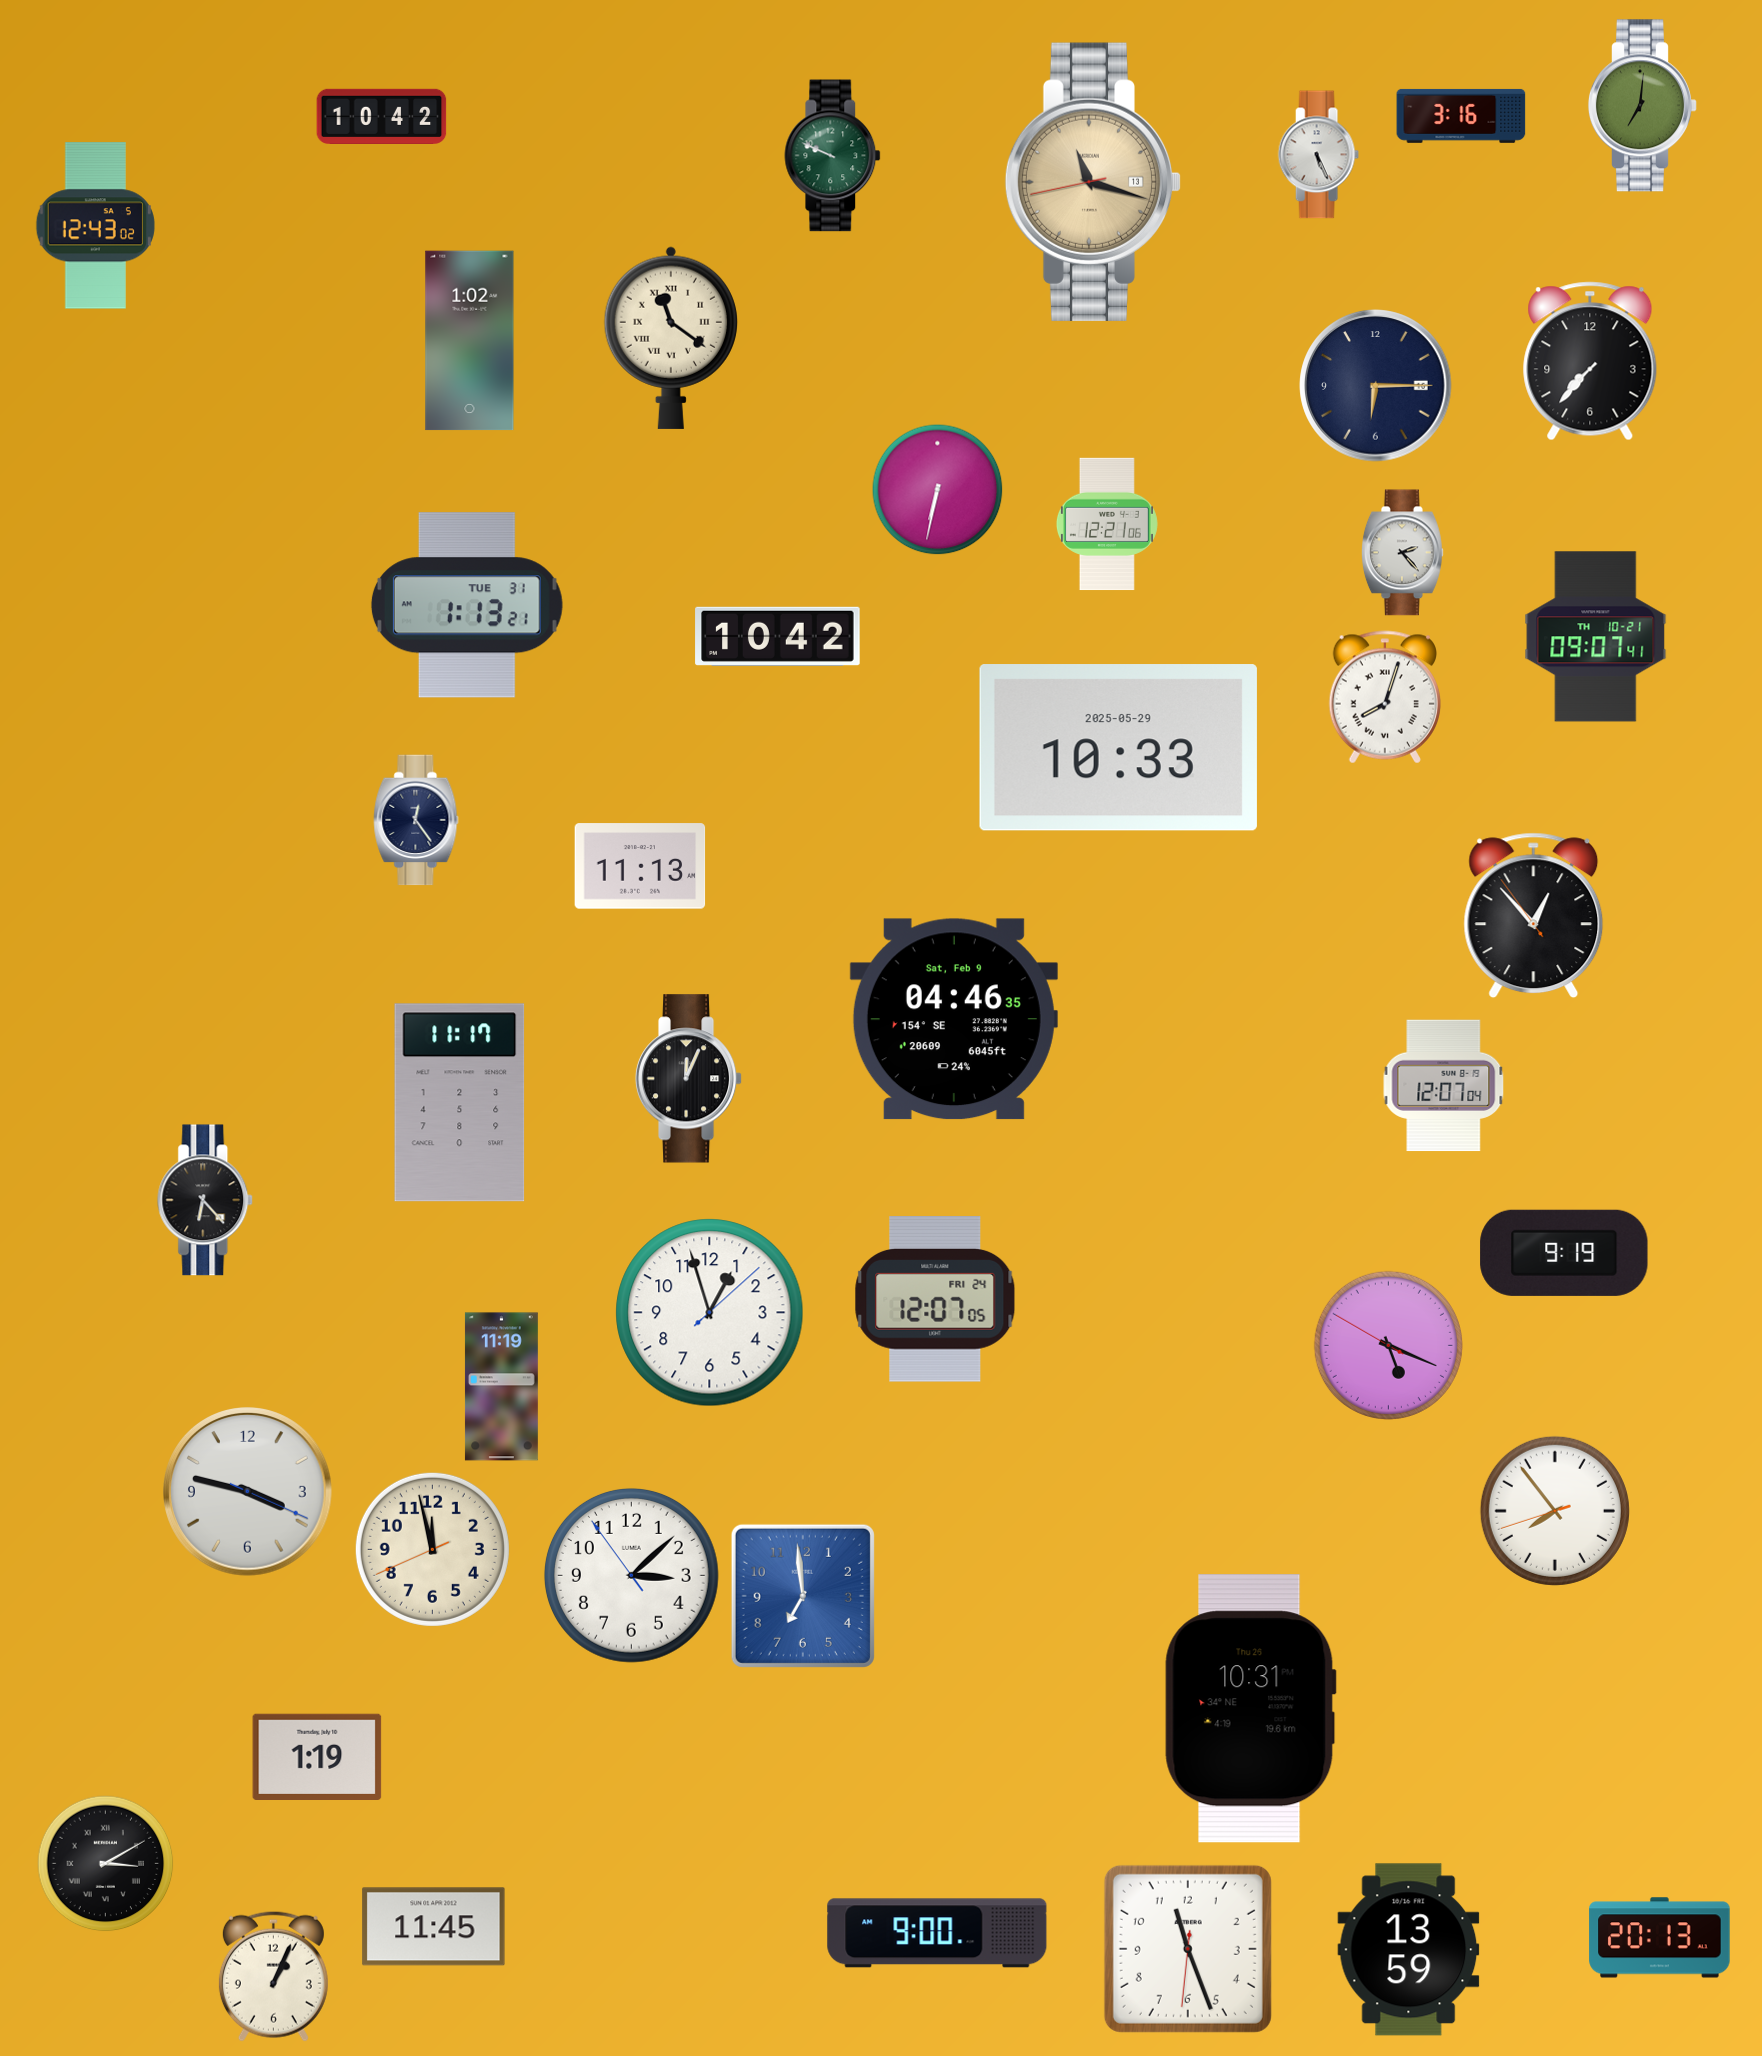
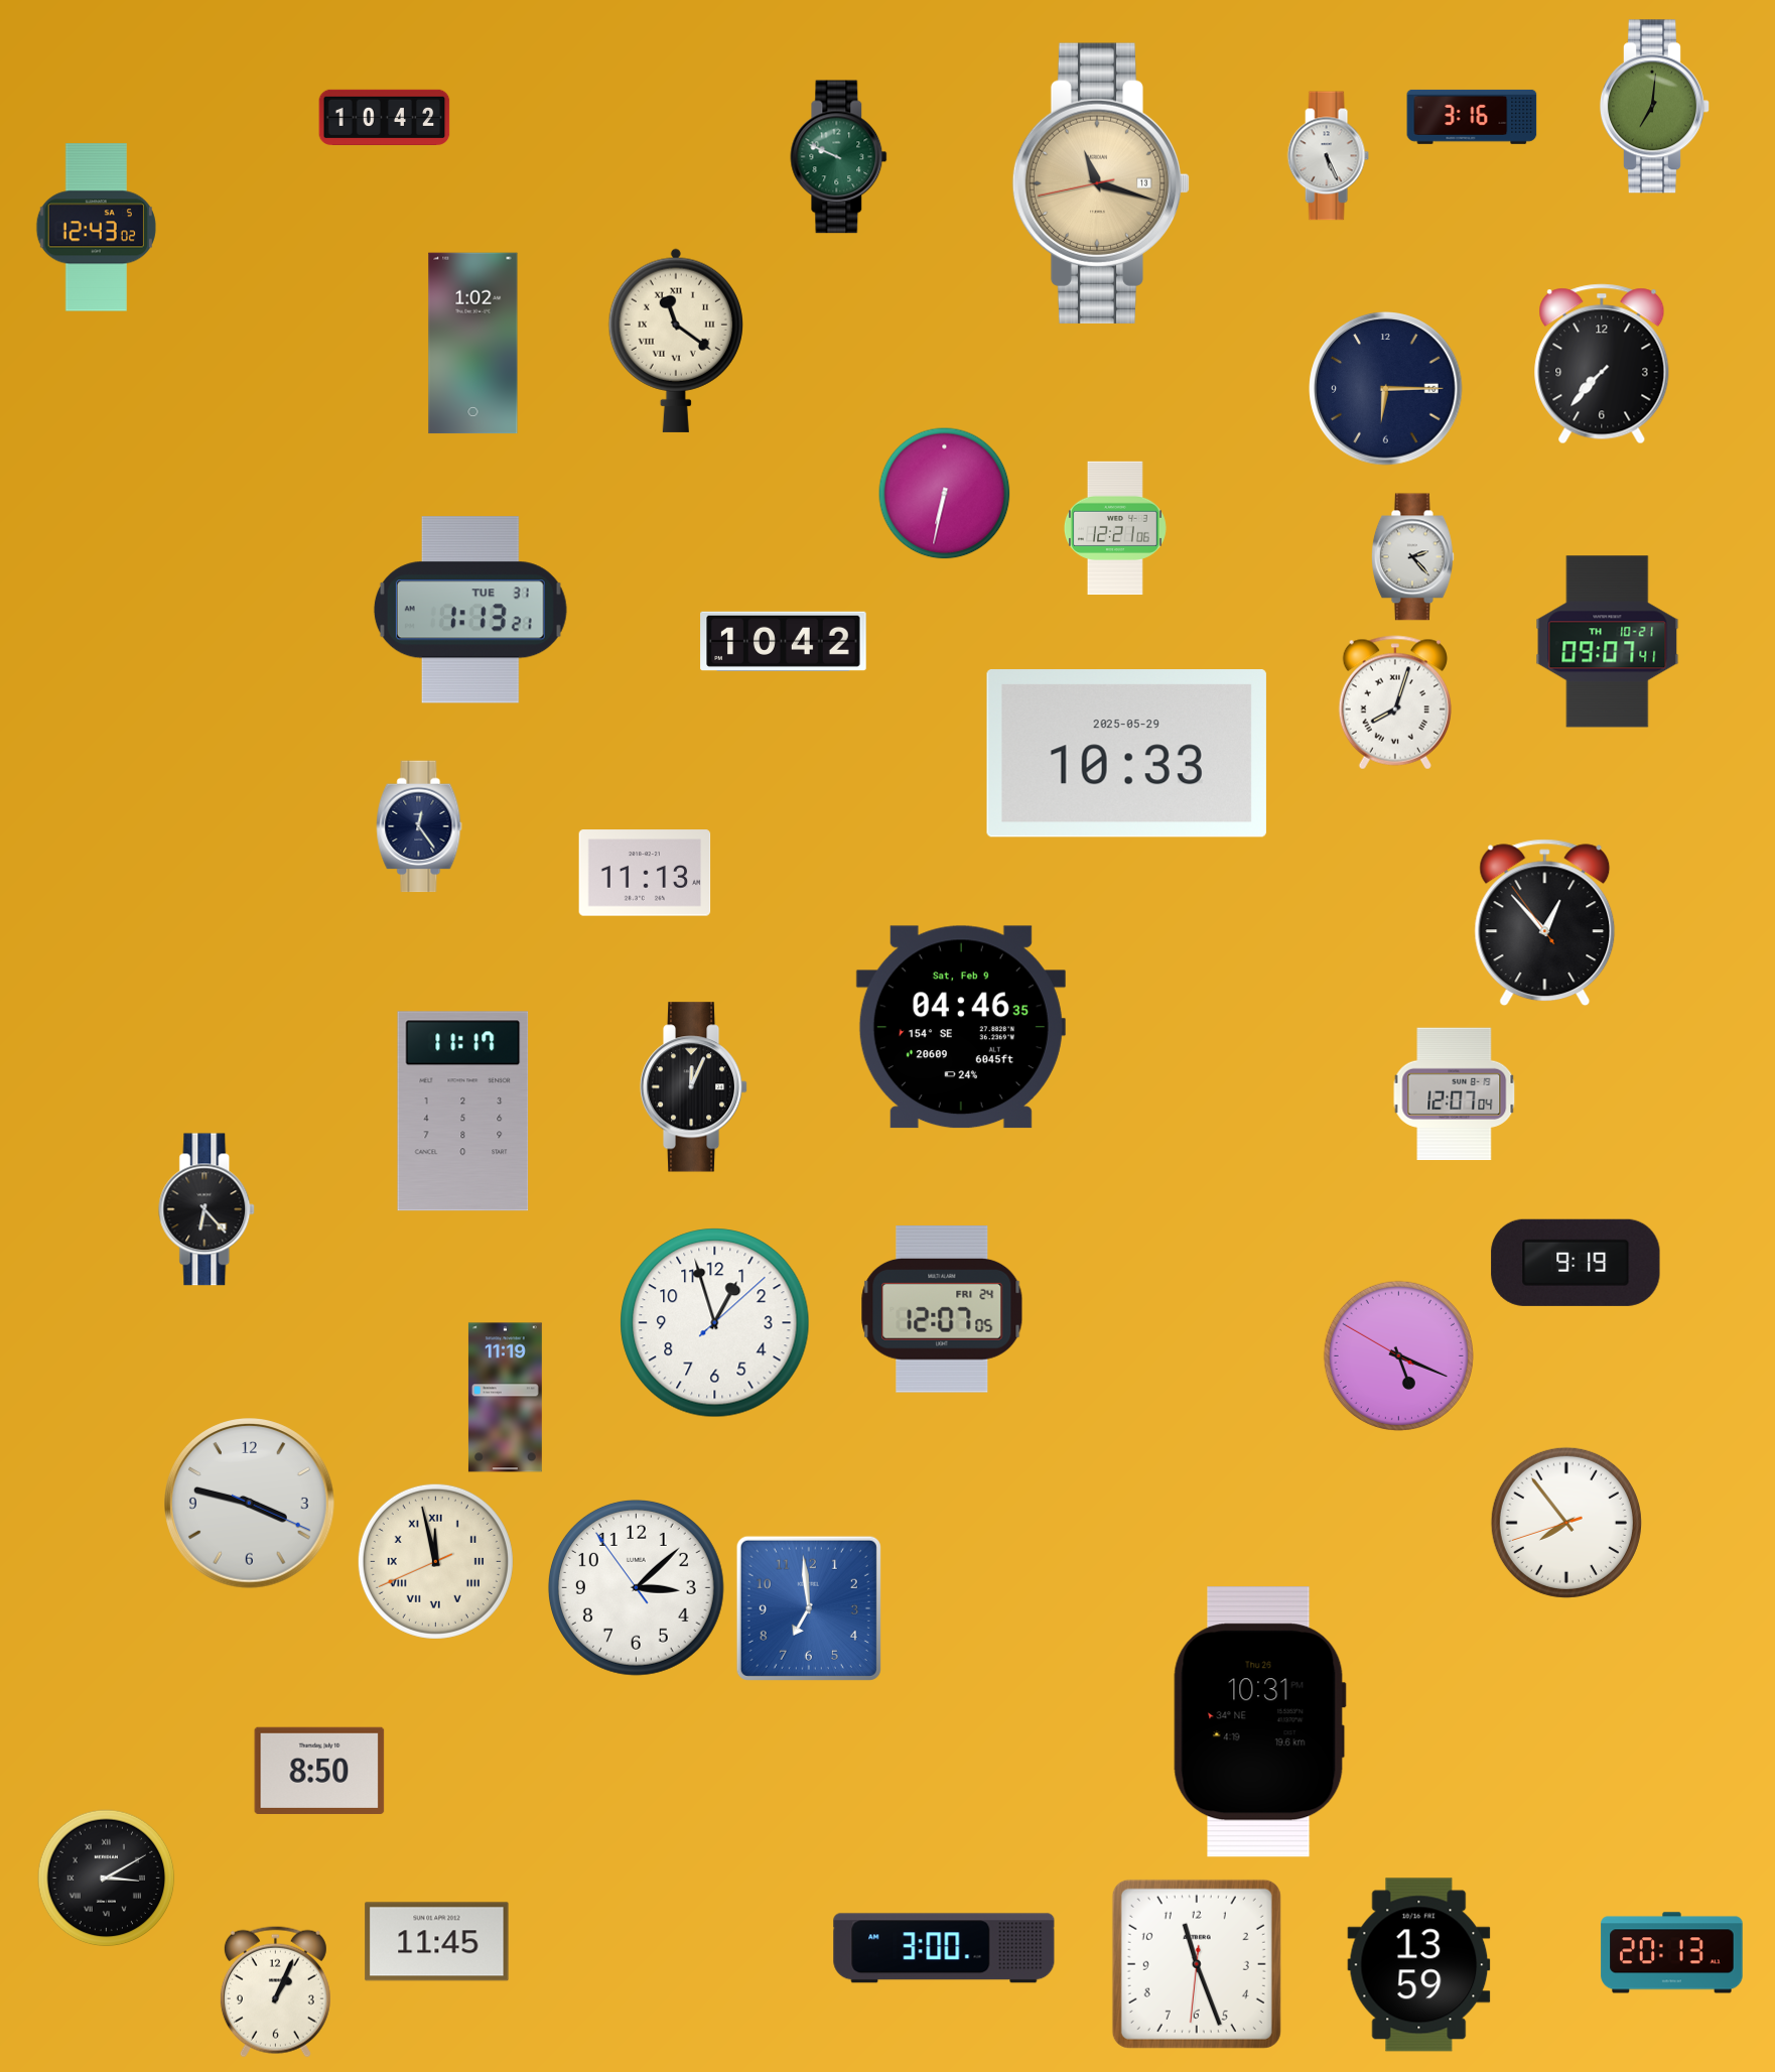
clock at (432, 1549) numerals: Arabic -> Roman
clock at (317, 1756): 1:19 -> 8:50
clock at (937, 1933): 9:00 -> 3:00
